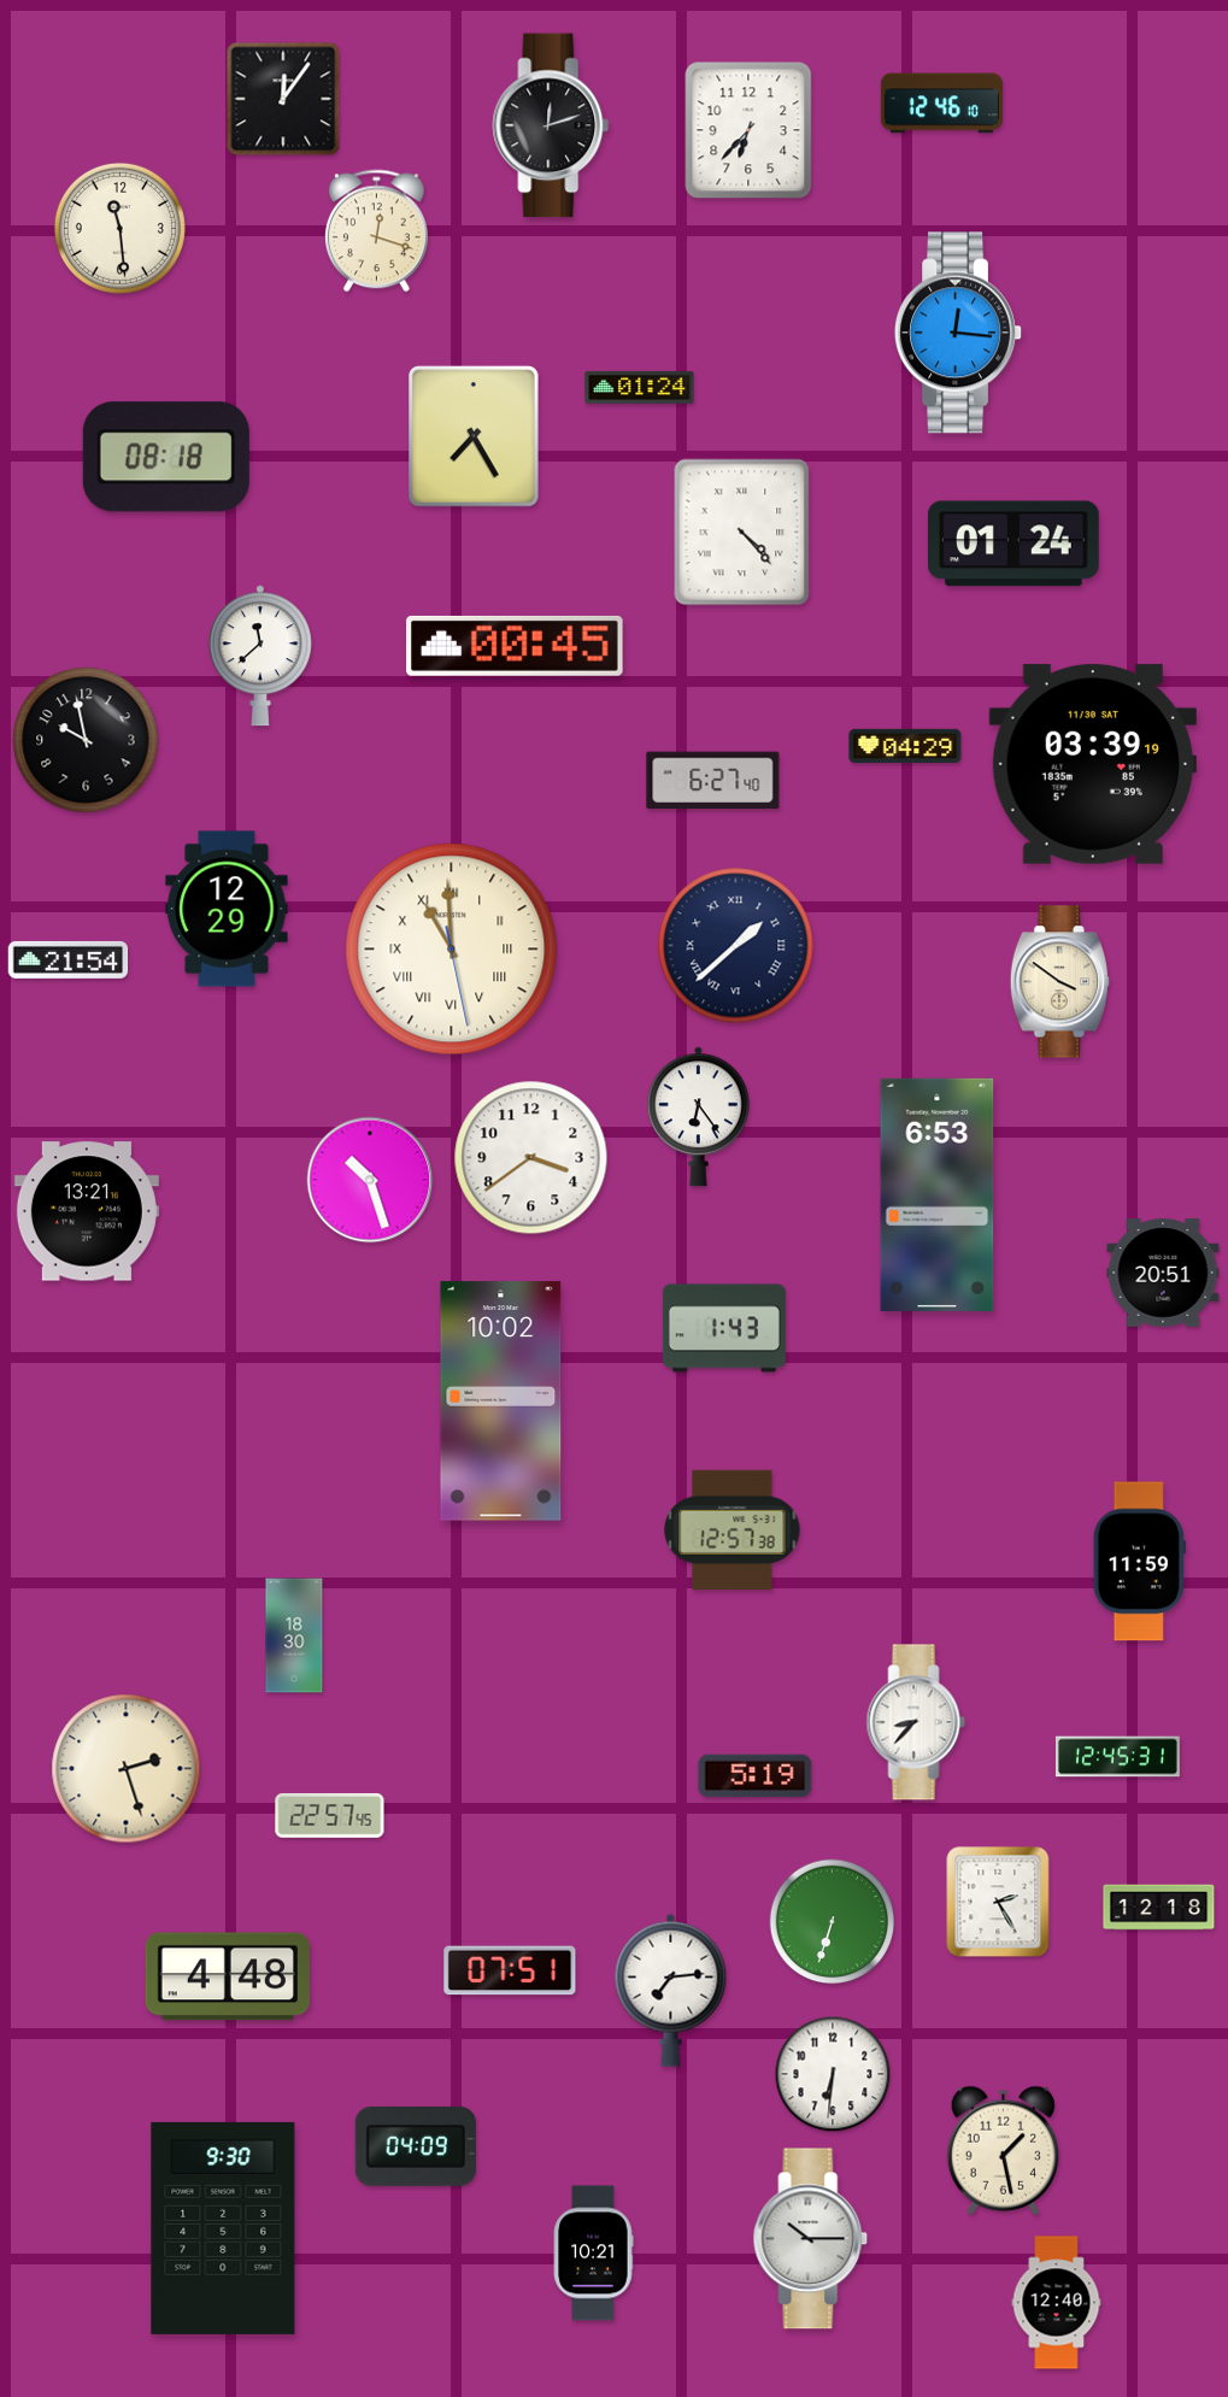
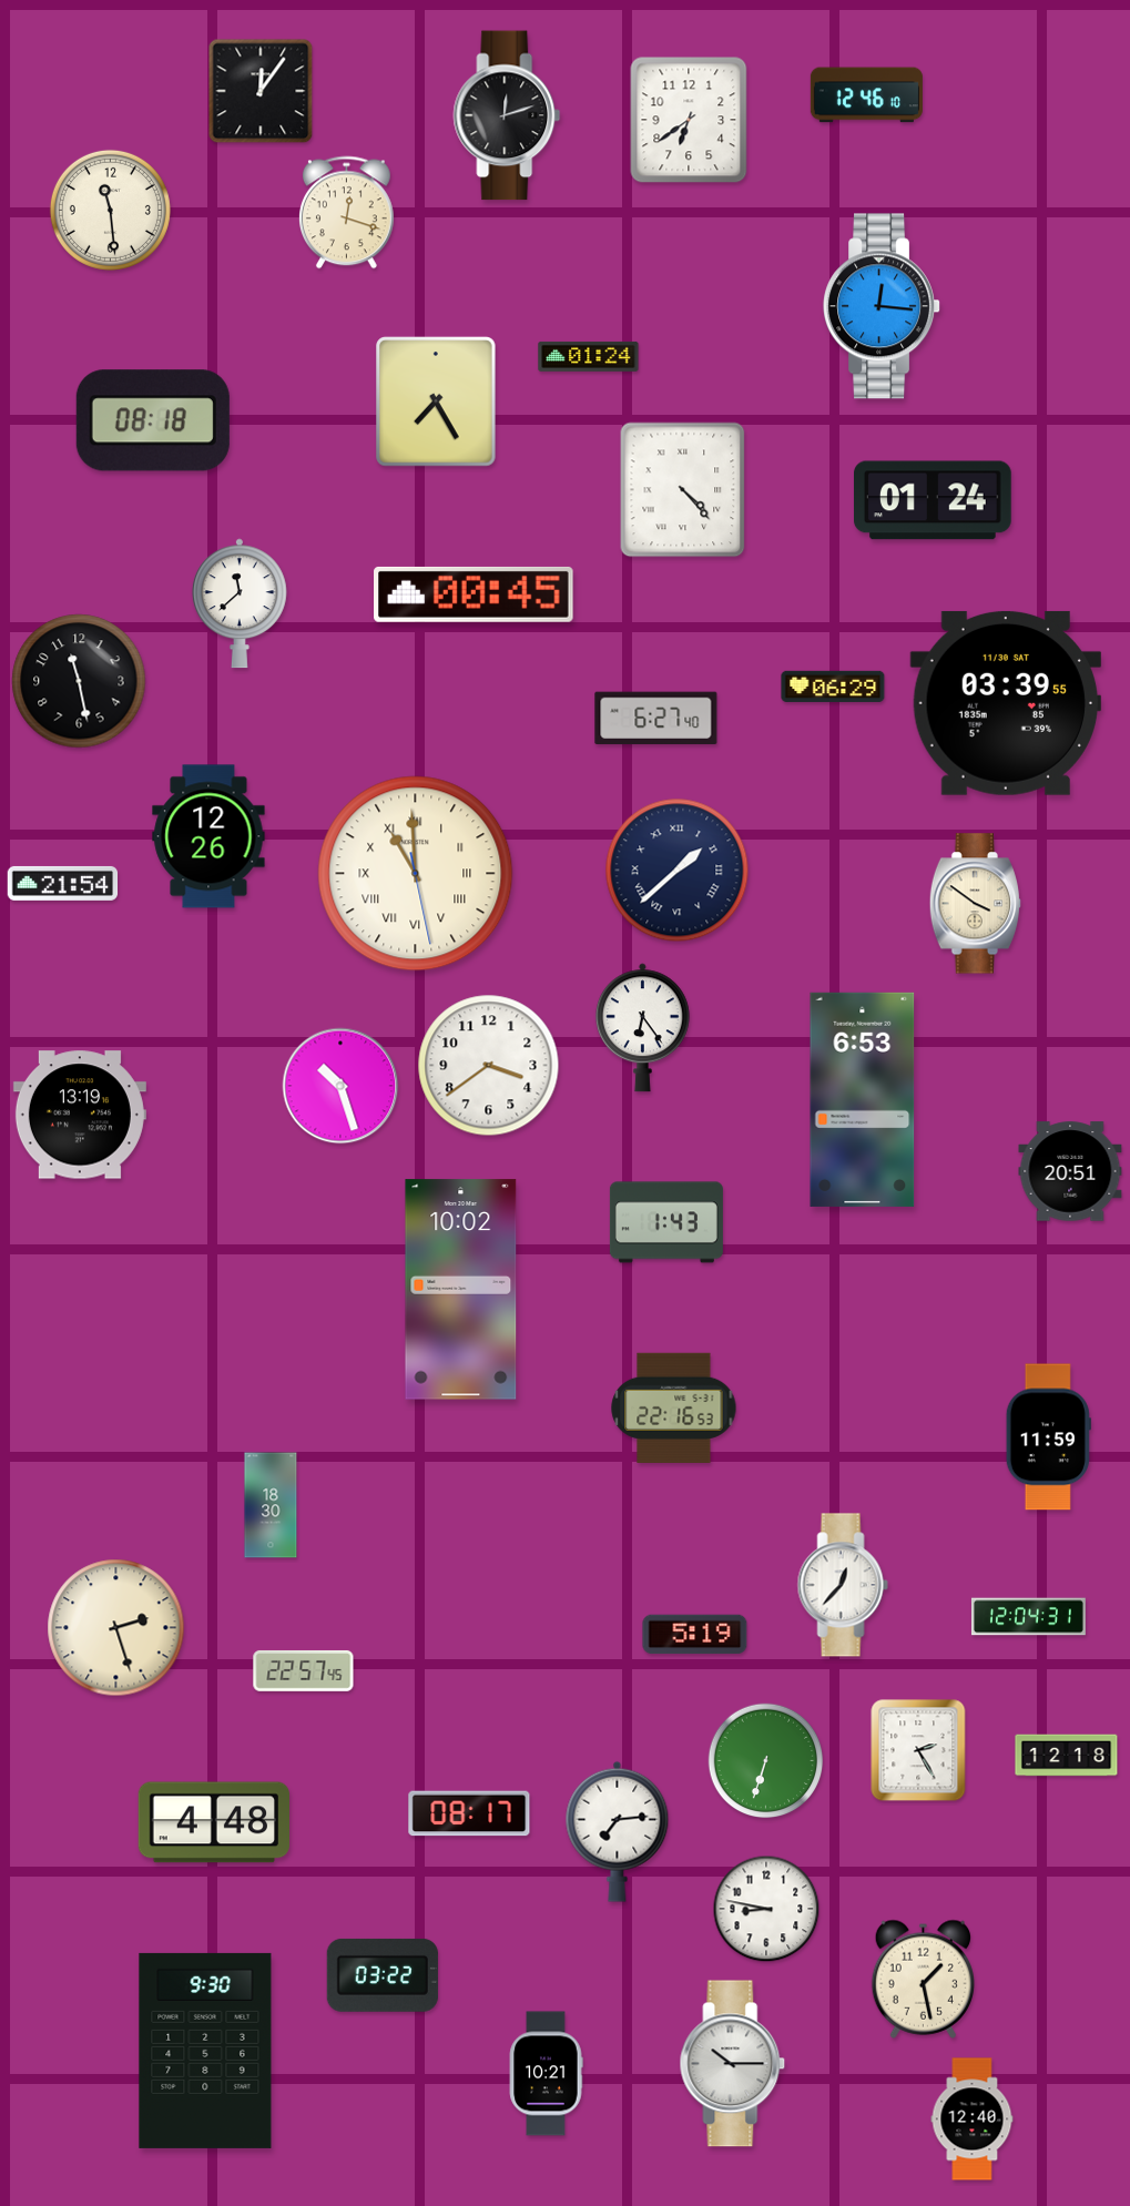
clock at (748, 130): 6:37 -> 6:39
clock at (86, 740): 9:58 -> 11:28
clock at (905, 746): 04:29 -> 06:29
clock at (1093, 764): 03:39:19 -> 03:39:55
clock at (227, 909): 12:29 -> 12:26
clock at (87, 1211): 13:21 -> 13:19
clock at (733, 1529): 12:57 -> 22:16
clock at (916, 1722): 8:37 -> 12:37
clock at (1117, 1757): 12:45 -> 12:04
clock at (833, 1922) position: (833, 1922) -> (766, 1761)
clock at (510, 1970): 07:51 -> 08:17
clock at (227, 1976) position: (227, 1976) -> (213, 1822)
clock at (833, 2074): 6:31 -> 8:47
clock at (416, 2146): 04:09 -> 03:22
clock at (811, 2239) position: (811, 2239) -> (733, 2064)
